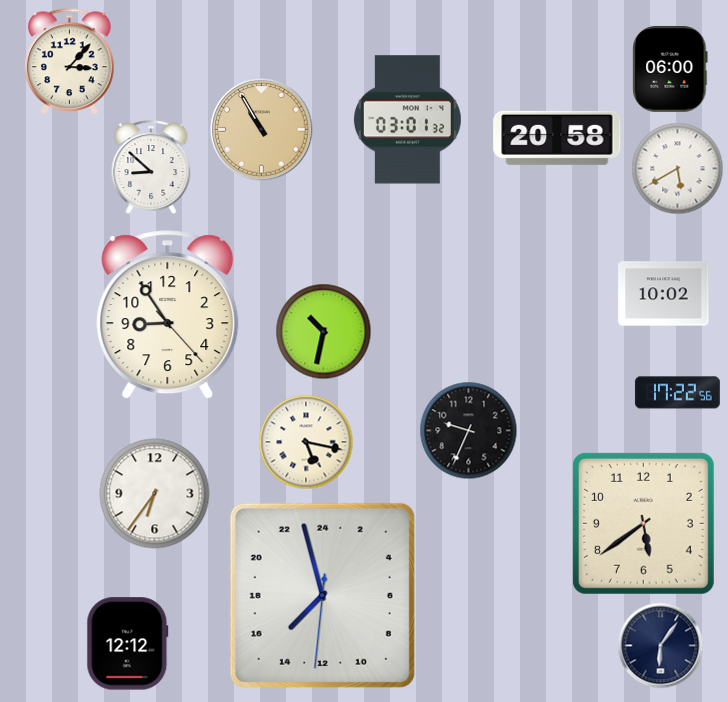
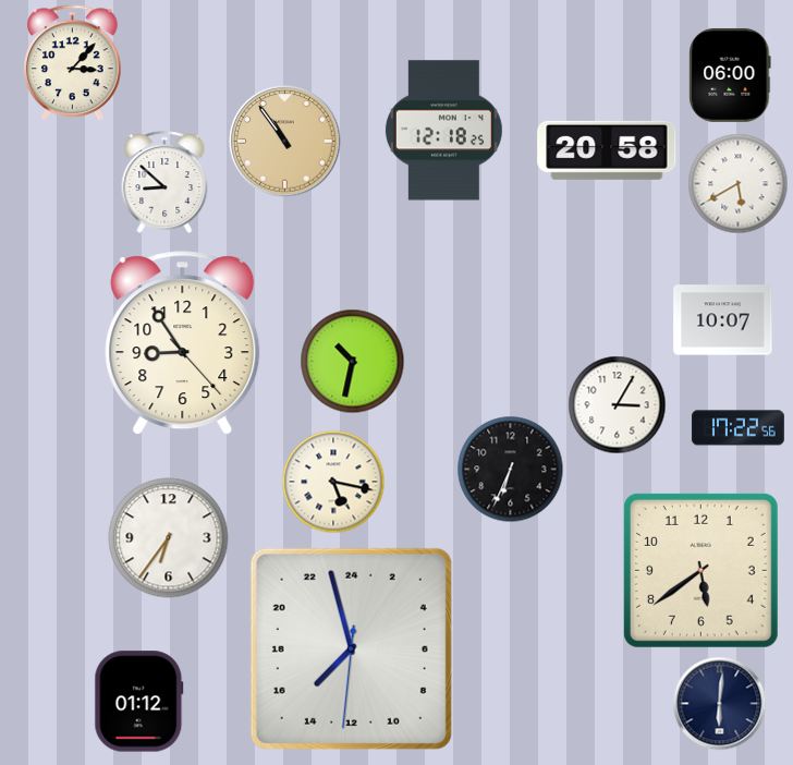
clock at (70, 62) position: (70, 62) -> (73, 63)
clock at (407, 120): 03:01 -> 12:18
clock at (262, 130): 10:55 -> 10:54
clock at (664, 294): 10:02 -> 10:07
clock at (618, 405): none -> 3:05
clock at (469, 431): 9:34 -> 6:34
clock at (128, 644): 12:12 -> 01:12
clock at (661, 646): 6:06 -> 6:01
